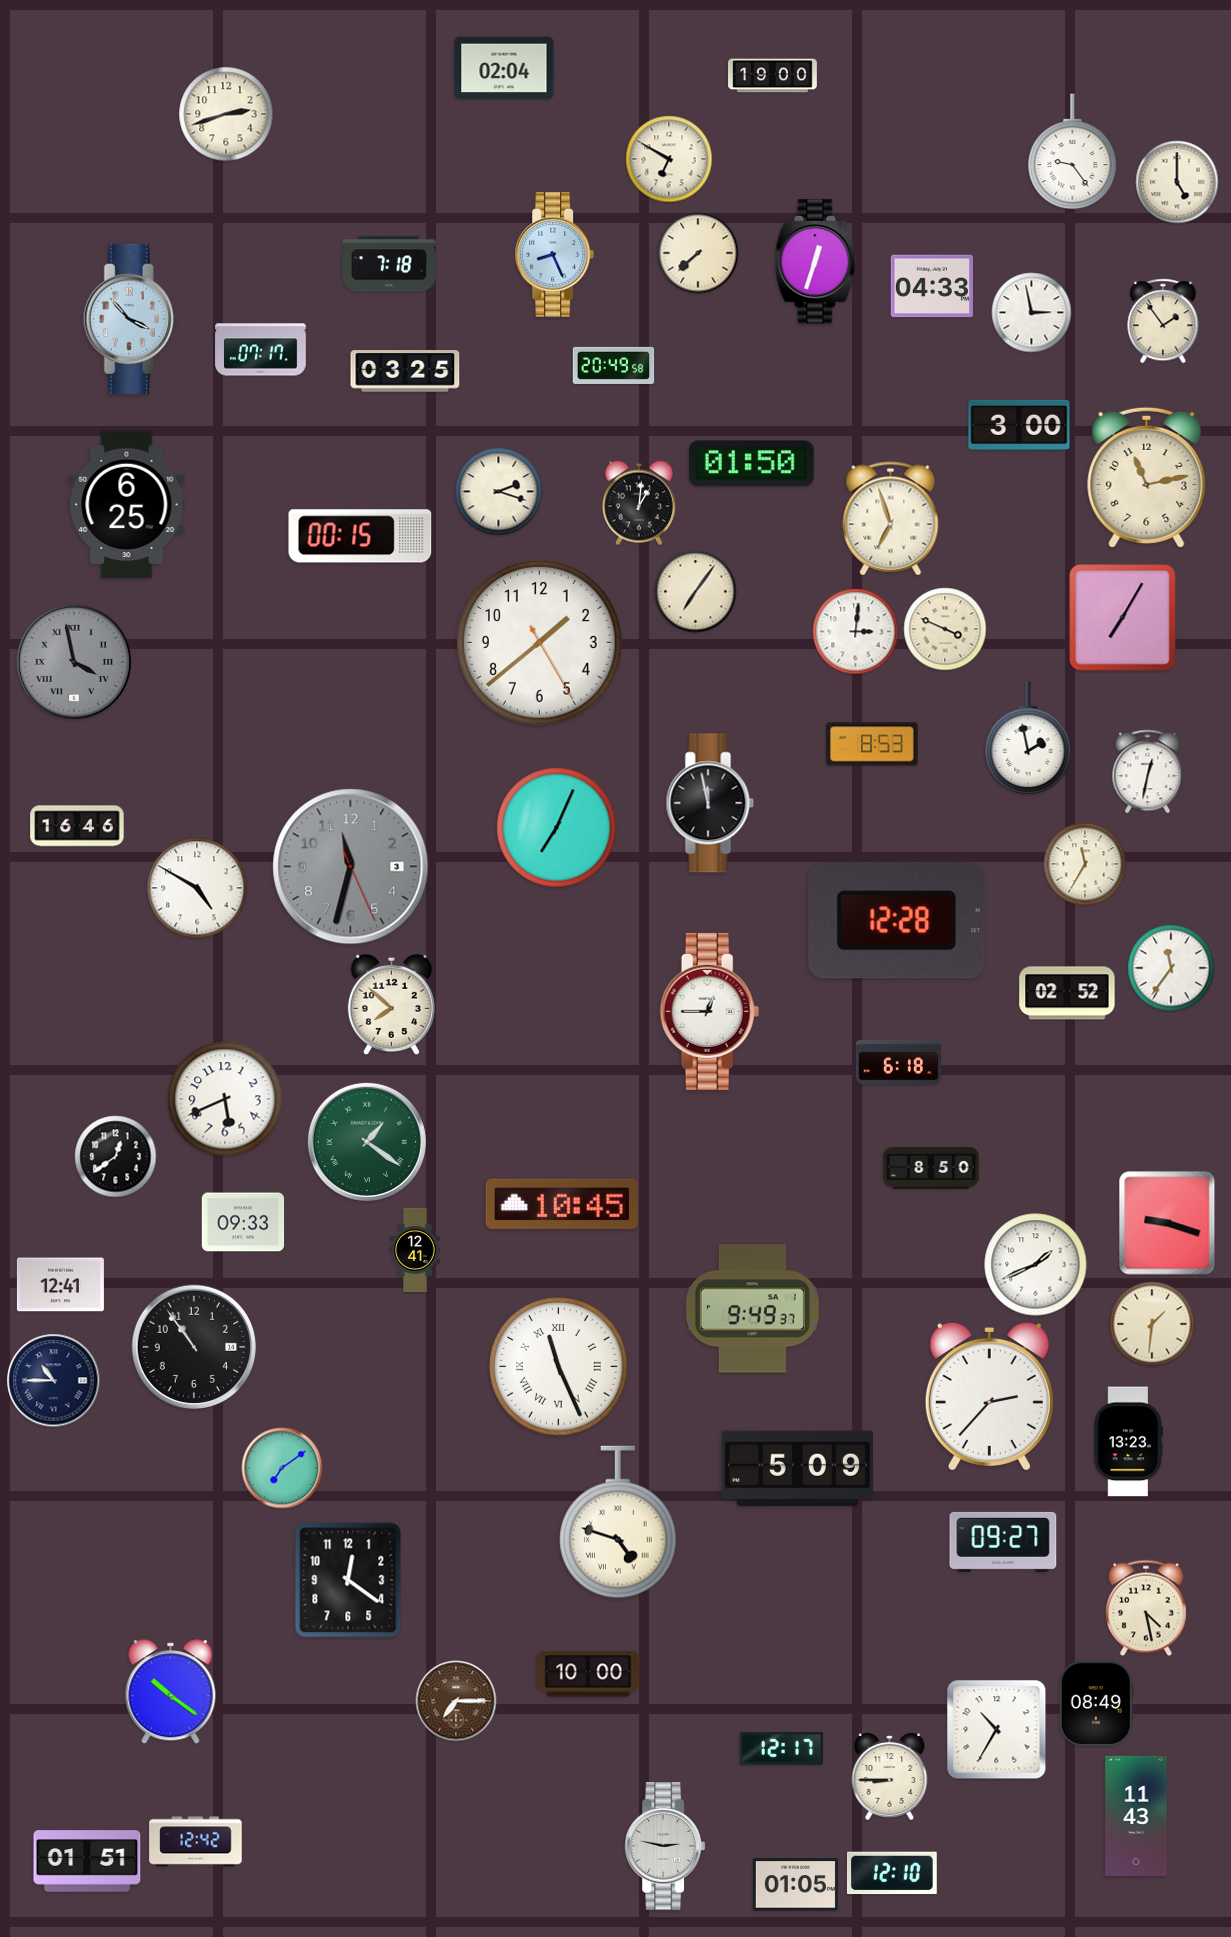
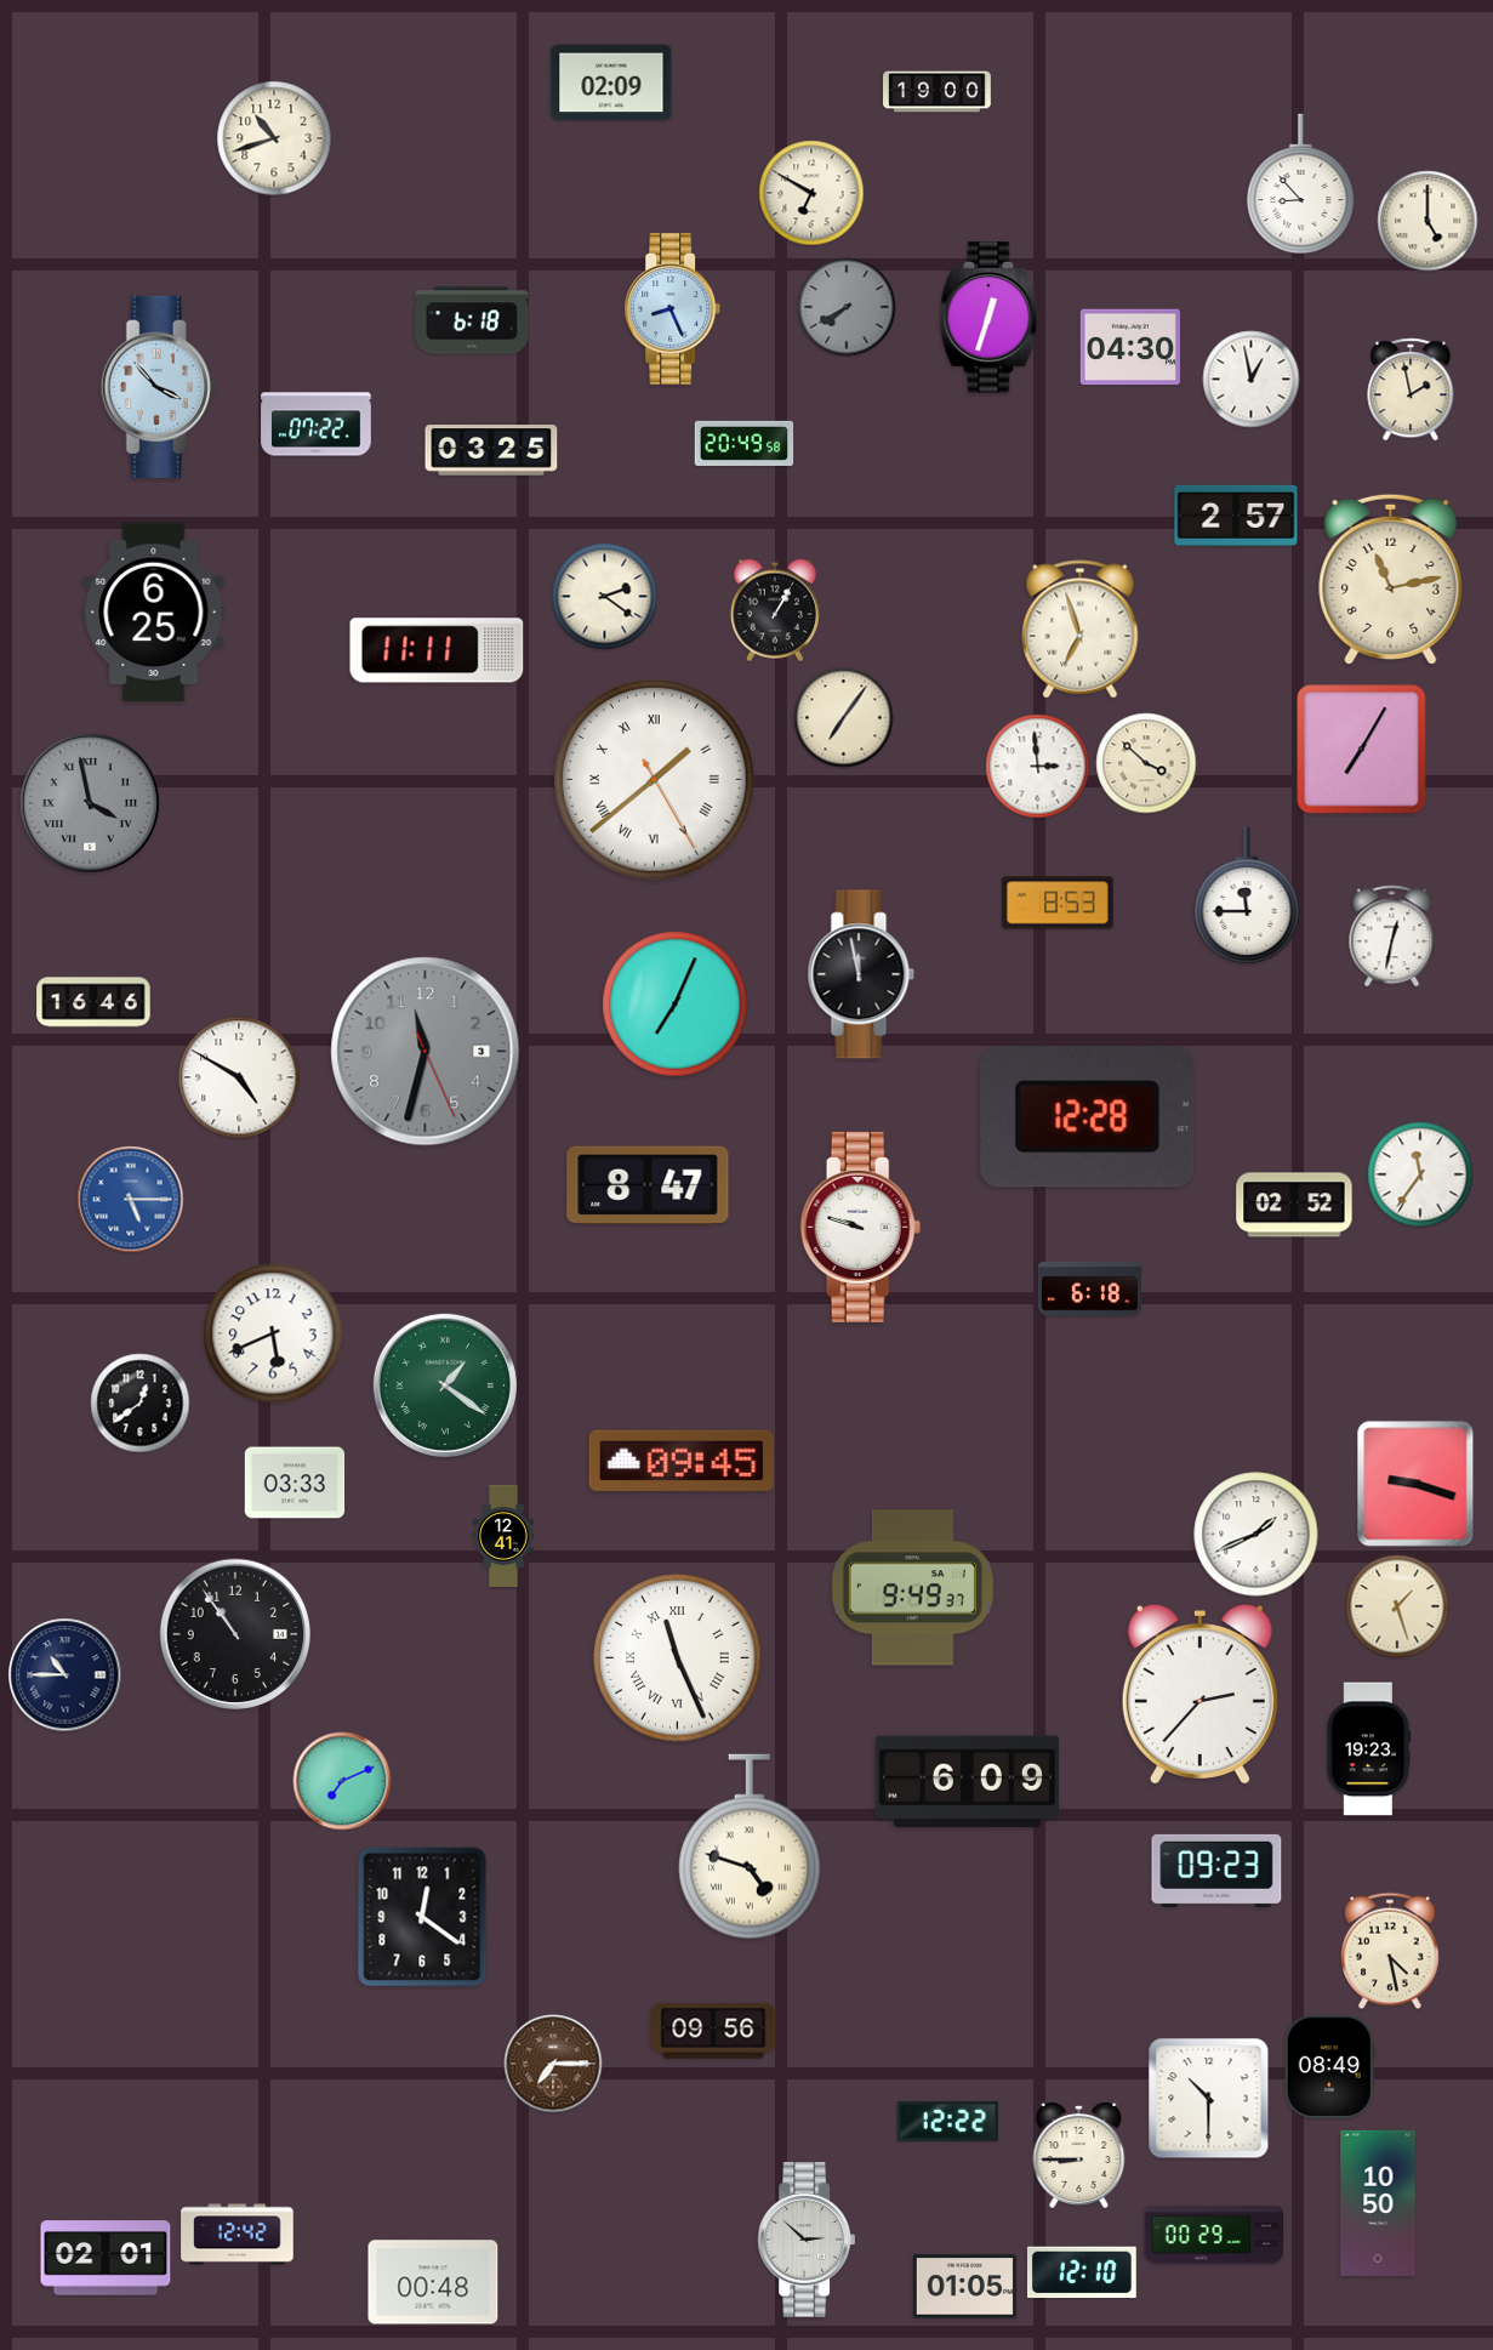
clock at (504, 68): 02:04 -> 02:09
clock at (226, 114): 2:42 -> 10:42
clock at (1073, 152): 9:24 -> 8:53
clock at (698, 253): 7:38 -> 7:40
clock at (698, 253) dial: cream -> grey
clock at (389, 264): 7:18 -> 6:18
clock at (931, 286): 04:33 -> 04:30
clock at (1032, 313): 2:58 -> 12:58
clock at (1163, 321): 1:54 -> 1:58
clock at (261, 350): 07:17 -> 07:22
clock at (1019, 425): 3:00 -> 2:57
clock at (751, 464): 01:50 -> none
clock at (499, 492): 2:18 -> 2:21
clock at (639, 503): 1:01 -> 1:05
clock at (360, 536): 00:15 -> 11:11
clock at (945, 629): 3:49 -> 3:52
clock at (856, 632): 3:01 -> 2:59
clock at (539, 642) numerals: Arabic -> Roman
clock at (1028, 739): 1:58 -> 11:45
clock at (1085, 864): 11:35 -> none
clock at (648, 1185): none -> 8:47
clock at (131, 1200): none -> 5:15
clock at (391, 1004): 7:52 -> none
clock at (710, 1011): 12:45 -> 9:48
clock at (931, 1168): 8:50 -> none
clock at (562, 1204): 10:45 -> 09:45
clock at (243, 1222): 09:33 -> 03:33
clock at (416, 1249) position: (416, 1249) -> (505, 1535)
clock at (60, 1285): 12:41 -> none
clock at (1152, 1324): 1:31 -> 1:27
clock at (1129, 1442): 13:23 -> 19:23
clock at (282, 1468): 7:09 -> 7:11
clock at (797, 1469): 5:09 -> 6:09
clock at (1003, 1542): 09:27 -> 09:23
clock at (588, 1674): 10:00 -> 09:56
clock at (171, 1692): 10:21 -> none
clock at (997, 1730): 10:35 -> 10:30
clock at (781, 1748): 12:17 -> 12:22
clock at (1136, 1816): 11:43 -> 10:50
clock at (1214, 2235): none -> 00:29
clock at (664, 1846): 2:47 -> 2:52
clock at (87, 1861): 01:51 -> 02:01
clock at (433, 2282): none -> 00:48
